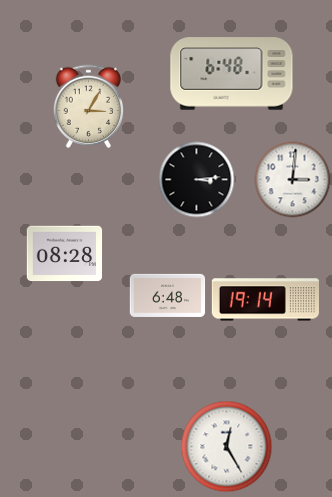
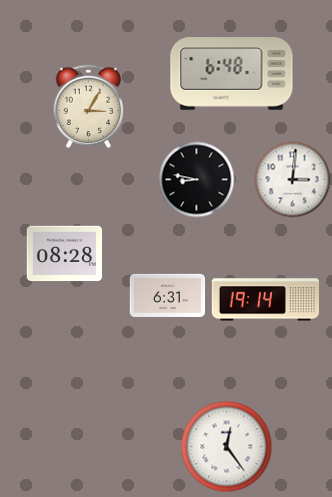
clock at (197, 180): 3:14 -> 8:47
clock at (168, 295): 6:48 -> 6:31
clock at (227, 447): 12:25 -> 12:24
